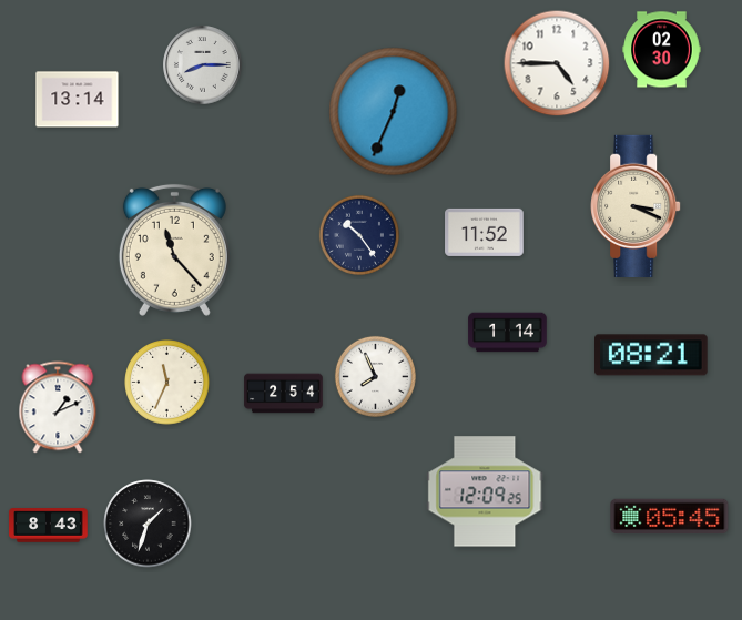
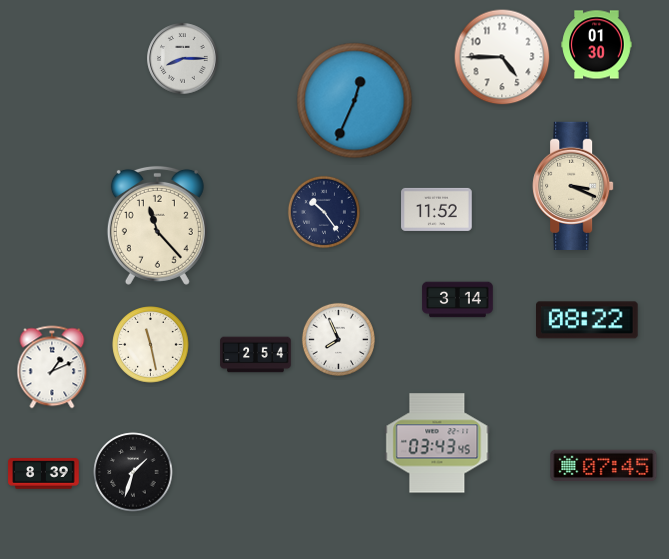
clock at (662, 50): 02:30 -> 01:30
clock at (78, 100): 13:14 -> none
clock at (508, 333): 1:14 -> 3:14
clock at (652, 355): 08:21 -> 08:22
clock at (167, 383): 11:34 -> 11:28
clock at (485, 491): 12:09 -> 03:43
clock at (670, 517): 05:45 -> 07:45
clock at (49, 526): 8:43 -> 8:39
